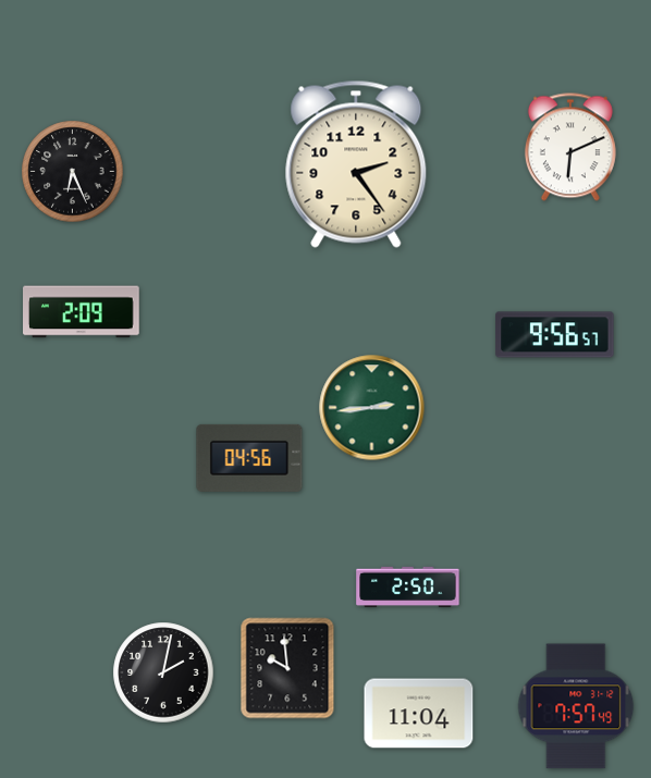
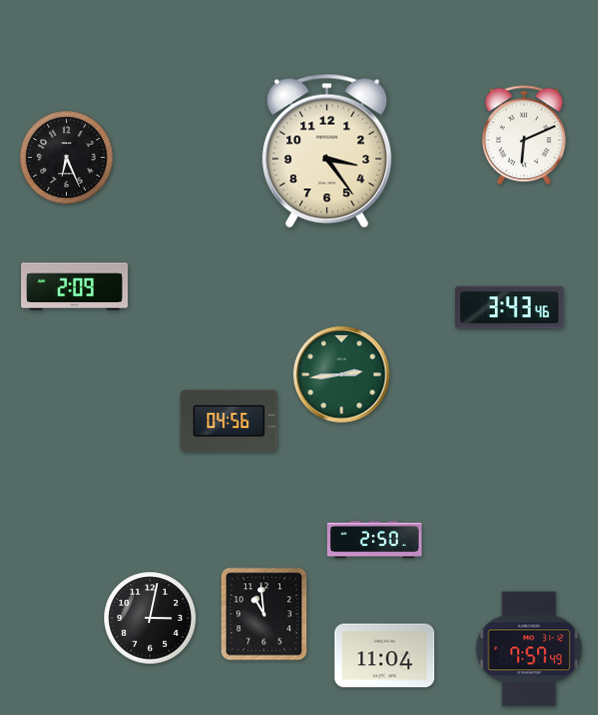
clock at (356, 164): 2:24 -> 3:24
clock at (555, 335): 9:56 -> 3:43
clock at (287, 668): 9:59 -> 10:59
clock at (163, 672): 2:02 -> 3:02
